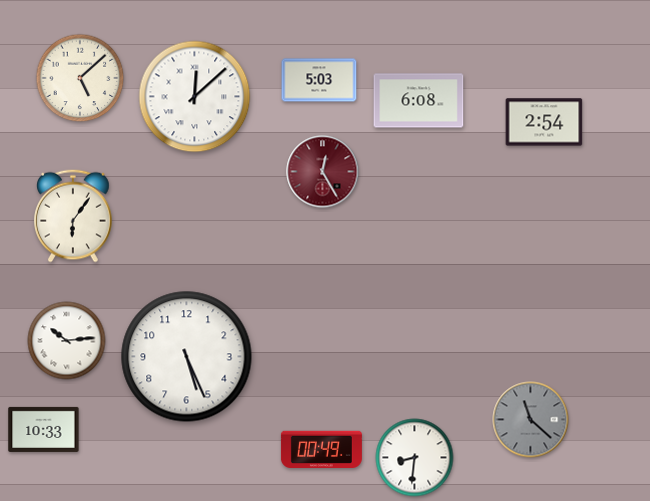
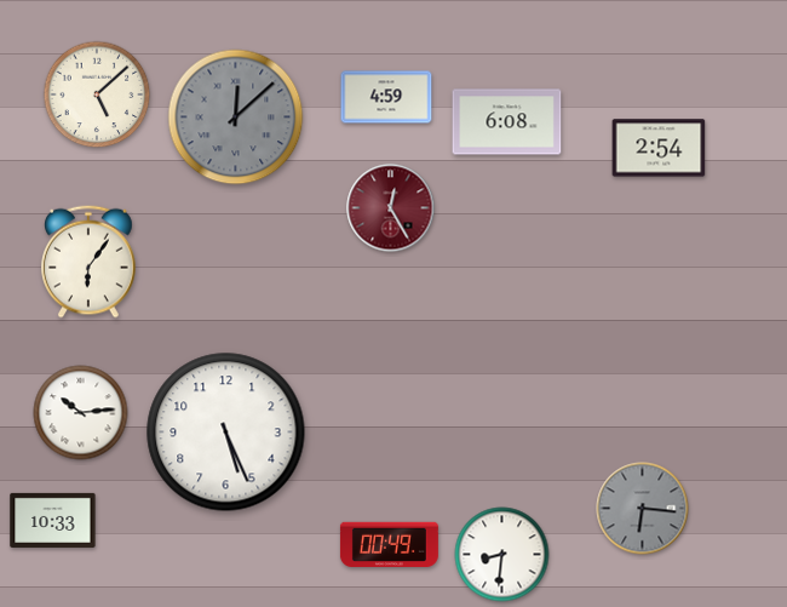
clock at (319, 80): 5:03 -> 4:59
clock at (195, 97) dial: white -> grey
clock at (531, 420): 11:22 -> 6:16
